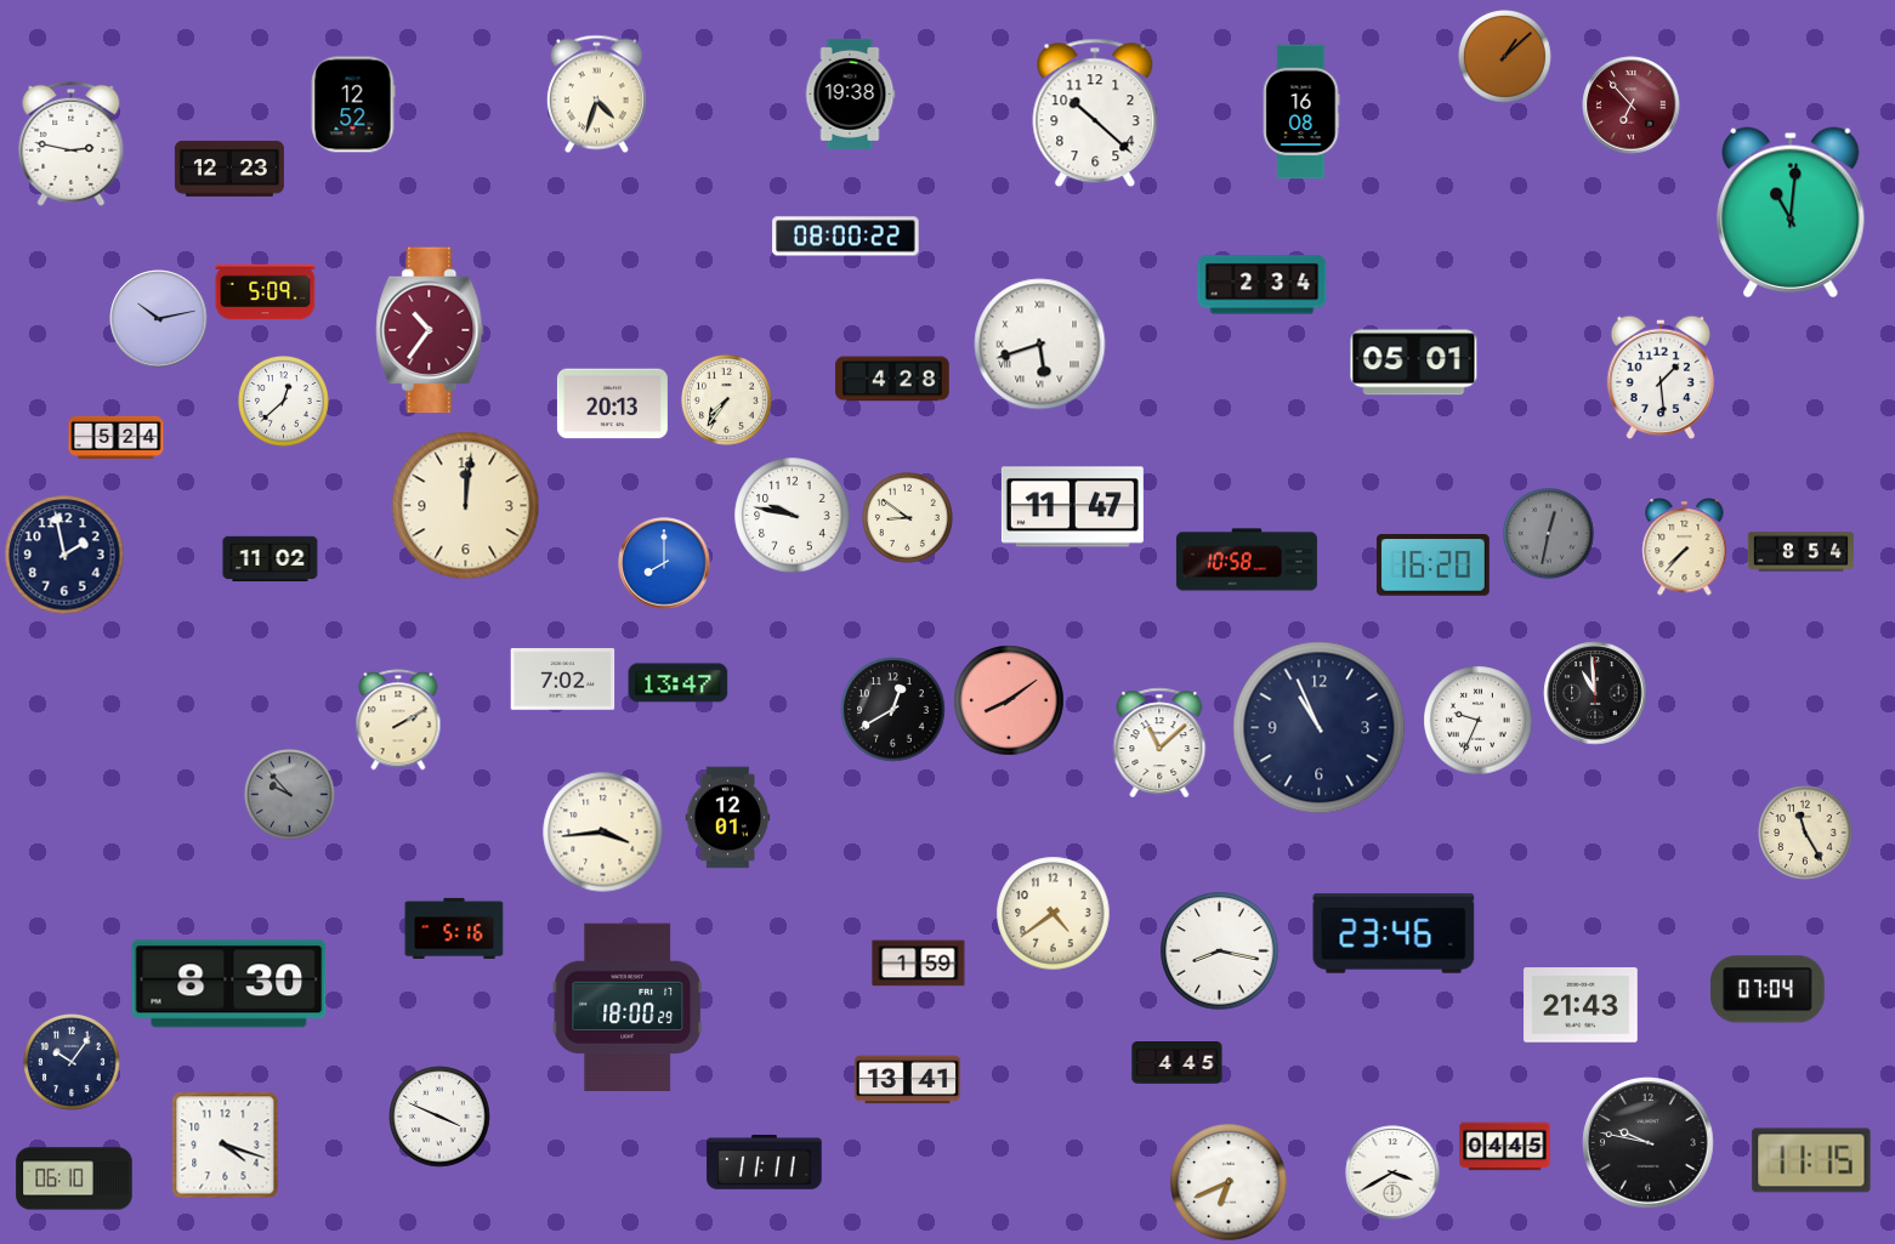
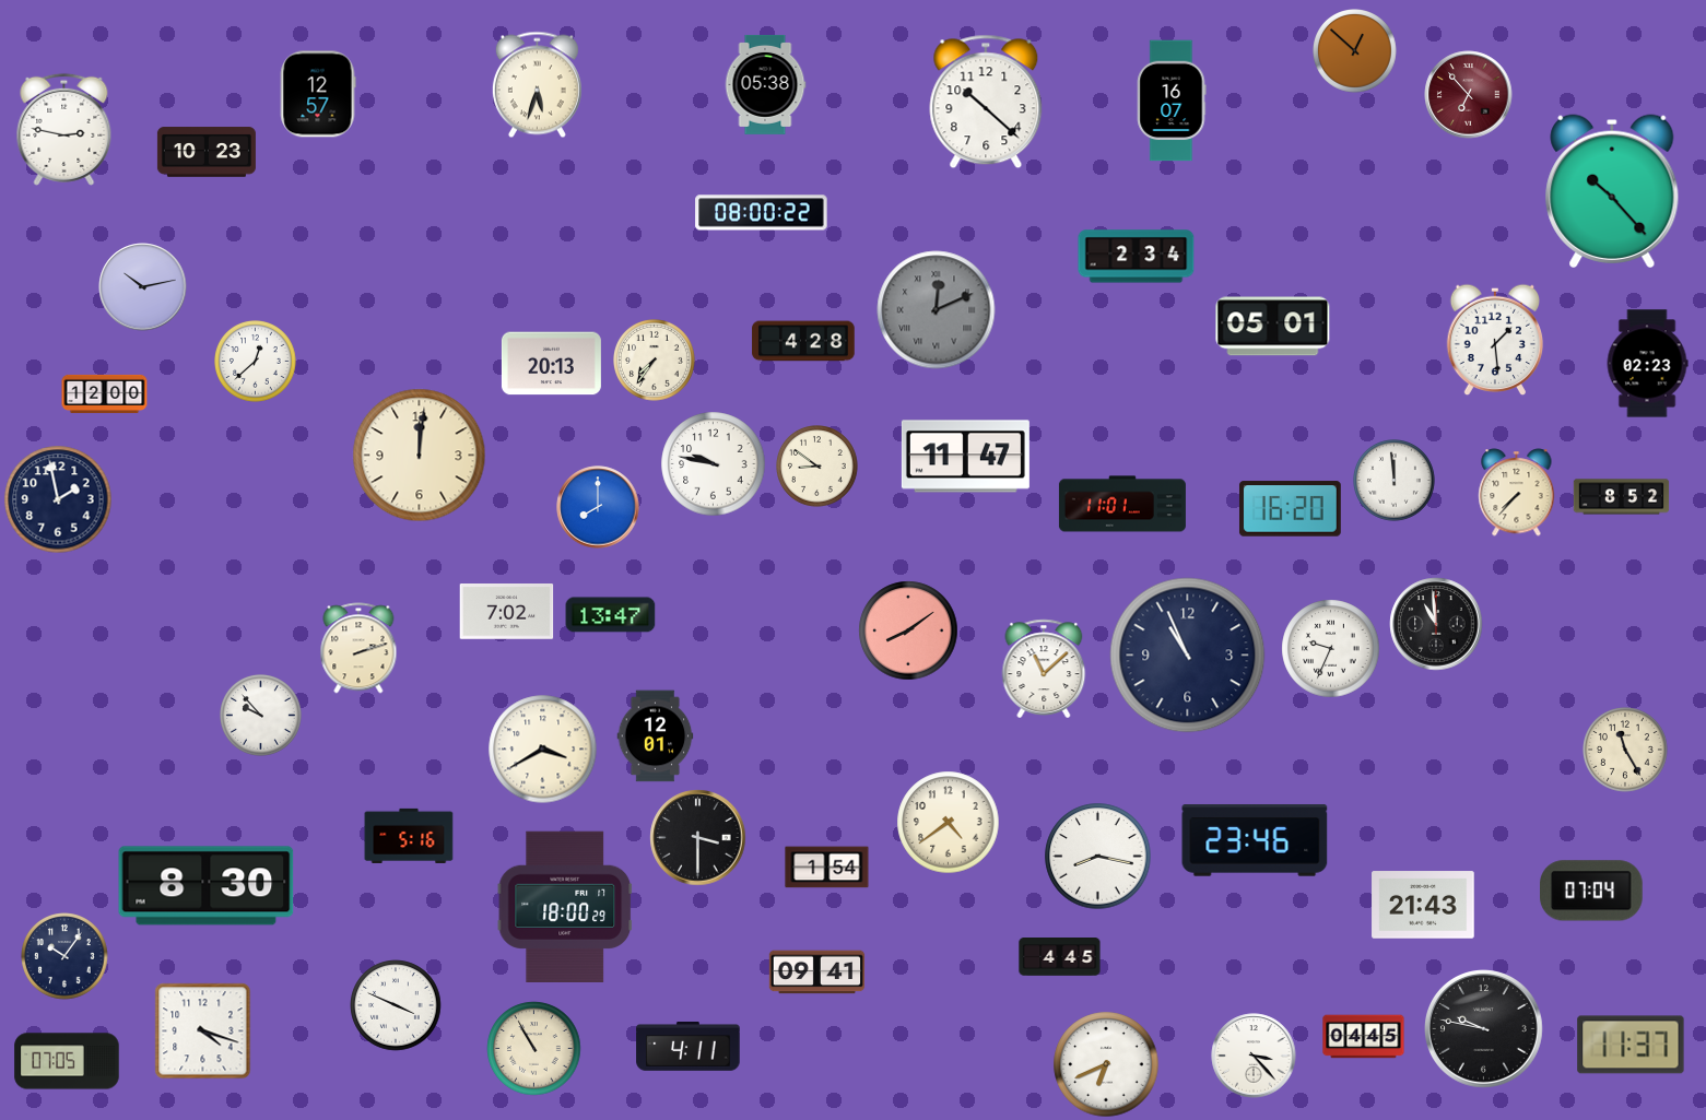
clock at (1505, 57): 1:08 -> 12:52
clock at (850, 93): 19:38 -> 05:38
clock at (596, 95): 4:33 -> 5:33
clock at (353, 104): 12:52 -> 12:57
clock at (1301, 112): 16:08 -> 16:07
clock at (229, 169): 12:23 -> 10:23
clock at (1791, 212): 11:01 -> 10:23
clock at (266, 292): 5:09 -> none
clock at (430, 330): 10:36 -> none
clock at (1040, 345): 5:42 -> 12:11
clock at (1040, 345) dial: white -> grey
clock at (1647, 364): none -> 02:23
clock at (117, 437): 5:24 -> 12:00
clock at (1549, 534): 12:32 -> 11:59
clock at (1549, 534) dial: grey -> white
clock at (1802, 552): 8:54 -> 8:52
clock at (271, 559): 11:02 -> none
clock at (1247, 559): 10:58 -> 11:01
clock at (893, 710): 12:40 -> none
clock at (398, 720): 2:10 -> 2:12
clock at (290, 795) dial: grey -> white
clock at (603, 833): 3:44 -> 3:40
clock at (698, 838): none -> 3:30
clock at (919, 964): 1:59 -> 1:54
clock at (908, 1080): 13:41 -> 09:41
clock at (1505, 1147) position: (1505, 1147) -> (1364, 1037)
clock at (1811, 1160): 11:15 -> 11:37
clock at (765, 1161): 11:11 -> 4:11
clock at (534, 1049): none -> 10:55
clock at (1392, 1172): 3:40 -> 3:23
clock at (74, 1178): 06:10 -> 07:05
